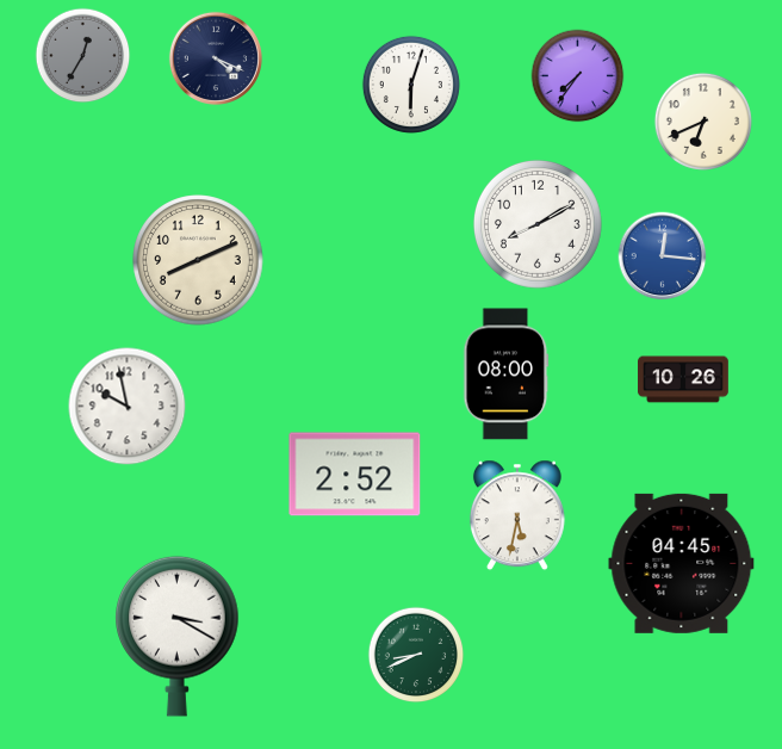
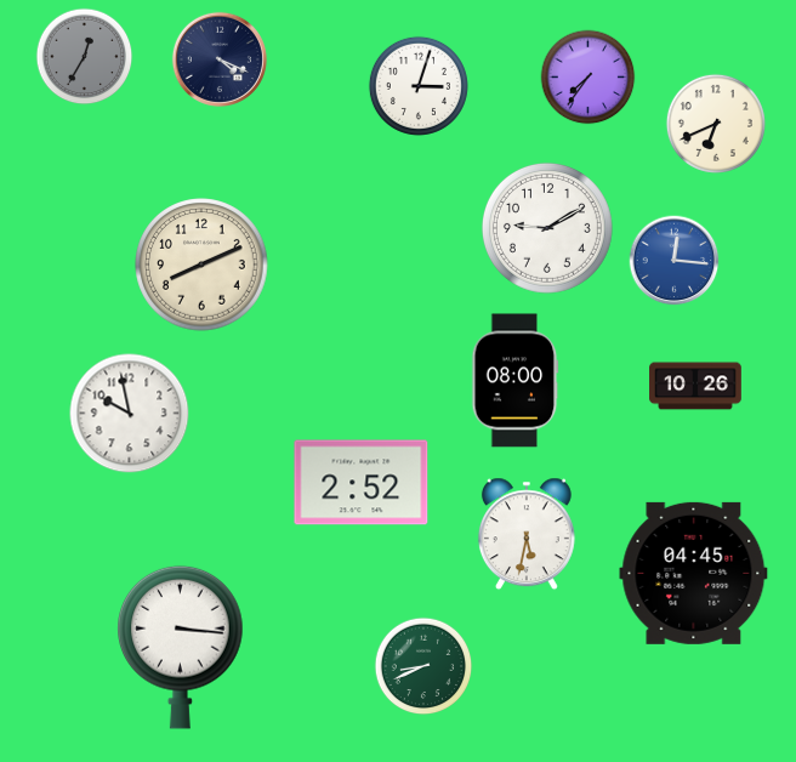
clock at (411, 85): 6:03 -> 3:03
clock at (538, 224): 8:10 -> 9:10
clock at (517, 515) position: (517, 515) -> (527, 534)
clock at (178, 636): 3:20 -> 3:16
